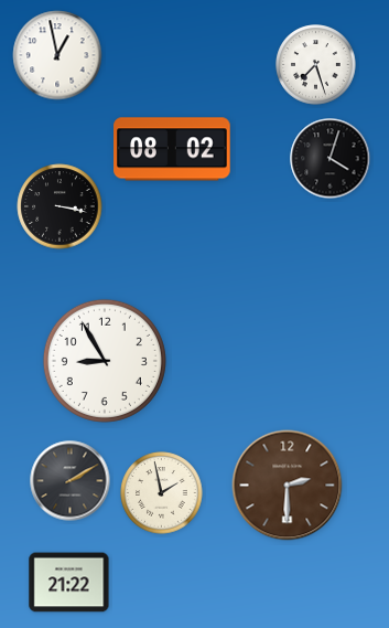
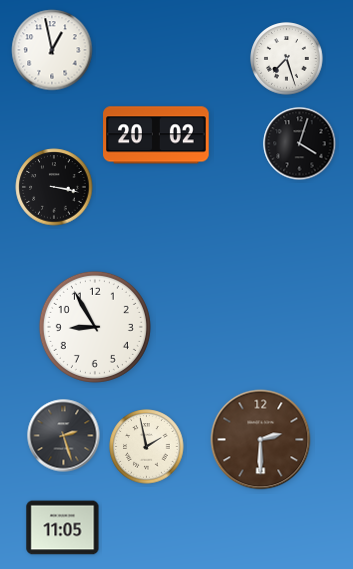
clock at (172, 149): 08:02 -> 20:02
clock at (71, 481): 2:10 -> 2:27
clock at (69, 583): 21:22 -> 11:05
